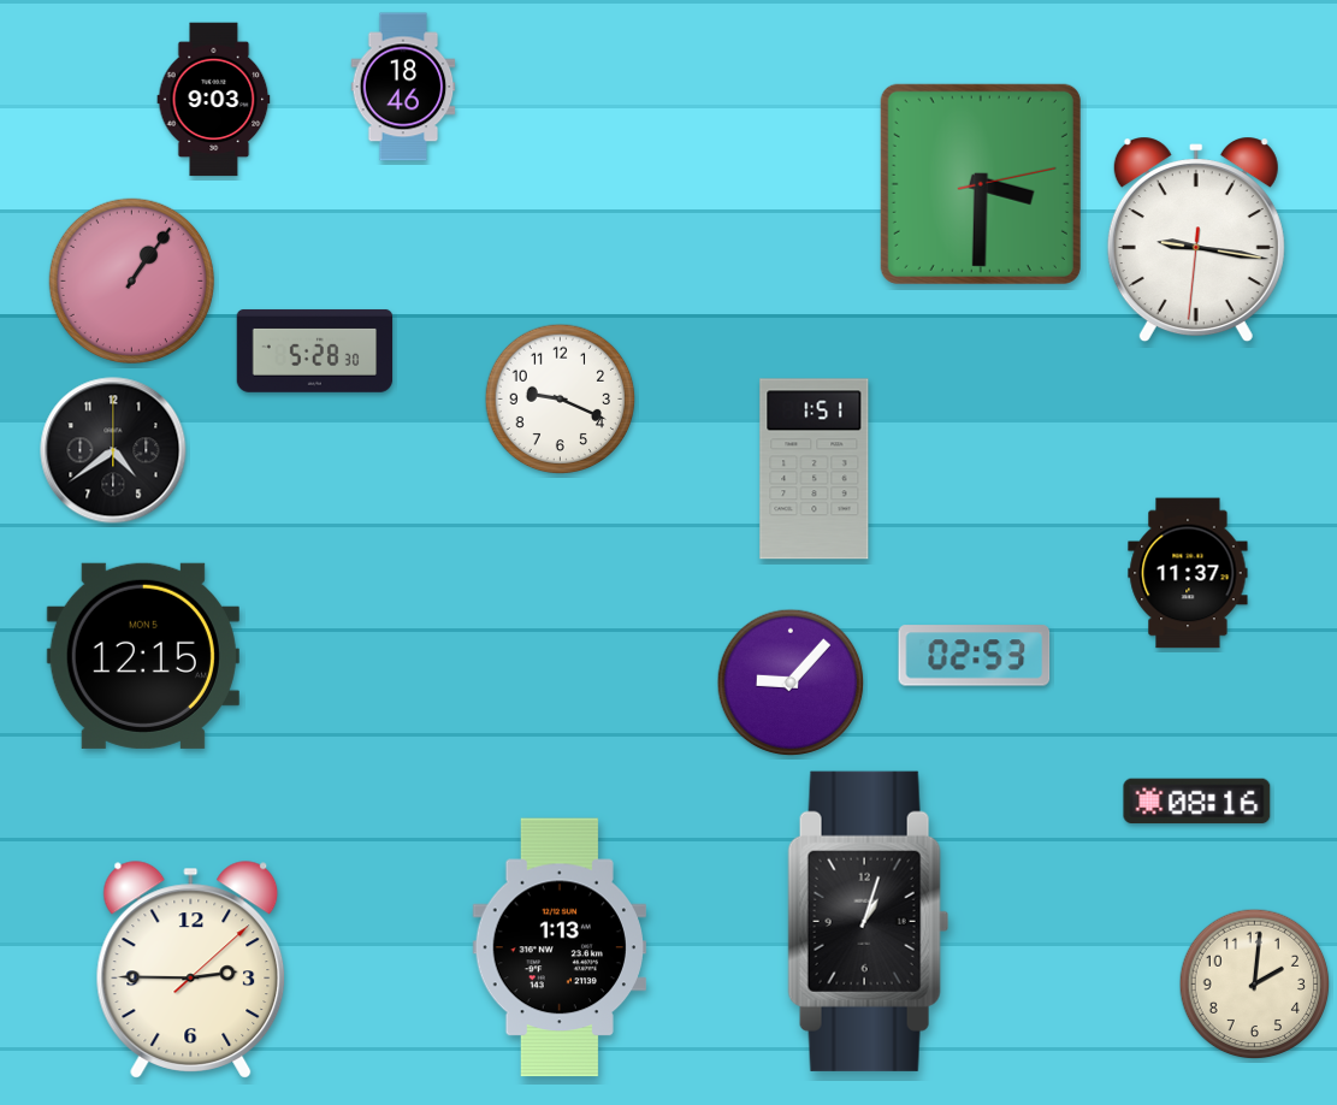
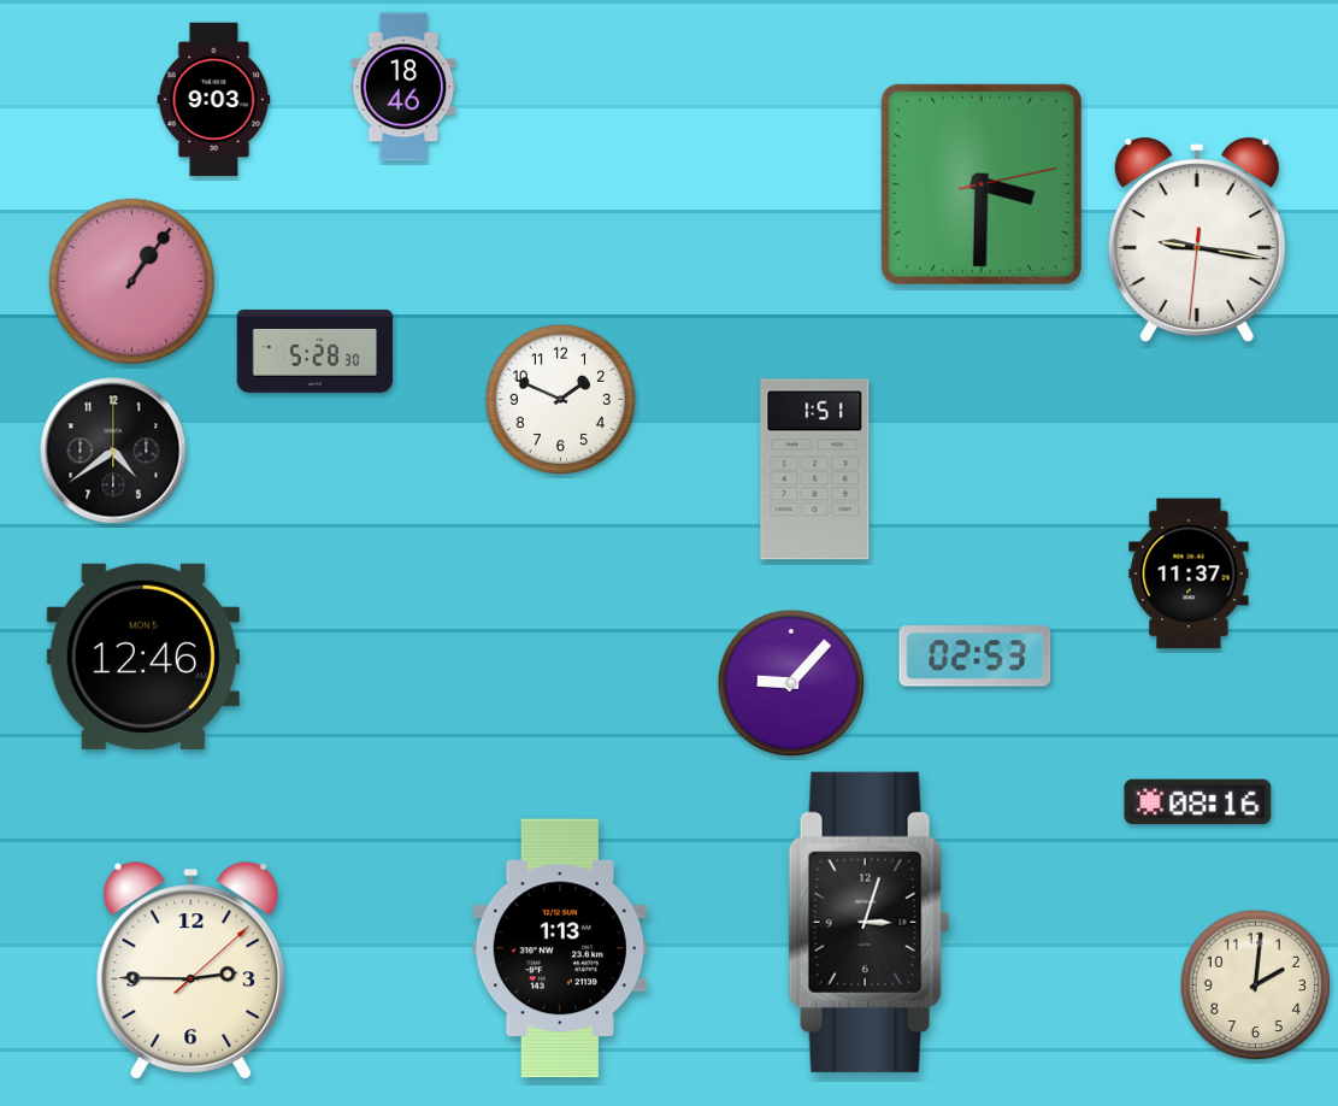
clock at (561, 400): 9:19 -> 1:49
clock at (143, 656): 12:15 -> 12:46
clock at (869, 921): 1:03 -> 3:03
